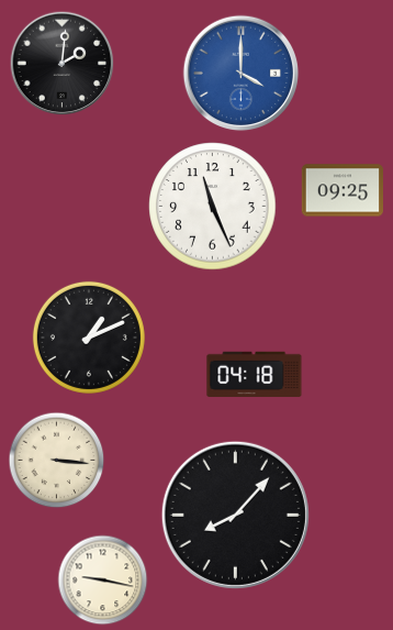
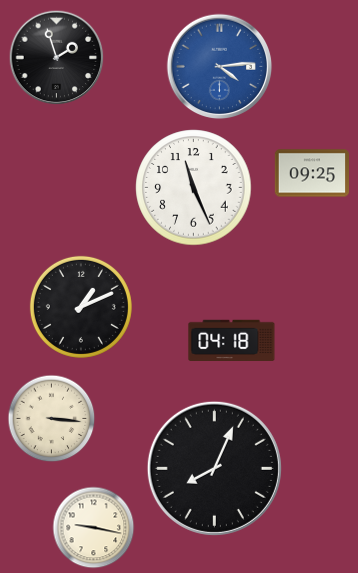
clock at (63, 64): 2:01 -> 1:57
clock at (242, 74): 4:00 -> 4:14
clock at (235, 515): 8:07 -> 8:04
